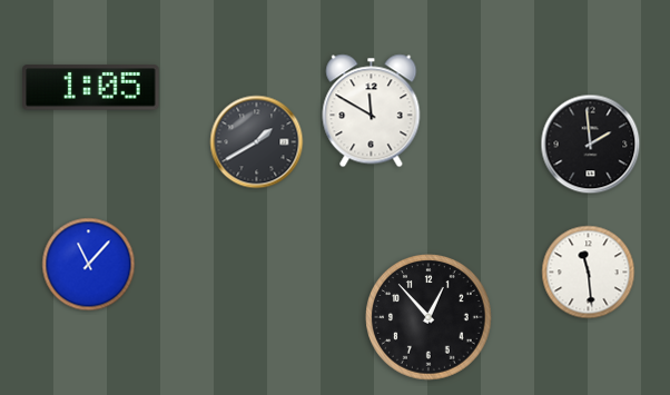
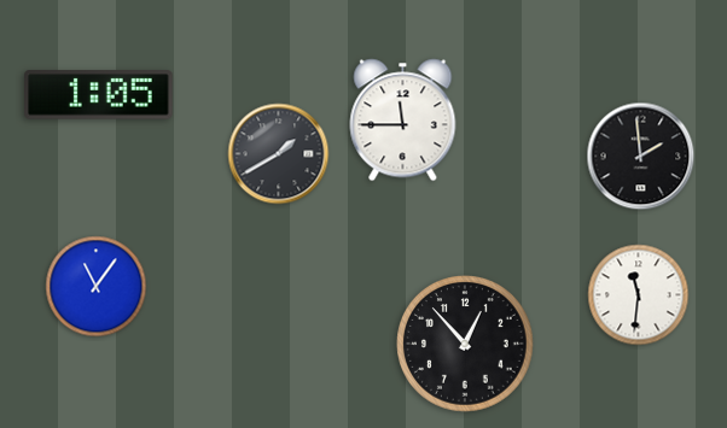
clock at (372, 111): 11:50 -> 11:45
clock at (89, 265): 11:07 -> 11:06
clock at (589, 273): 11:29 -> 11:31
